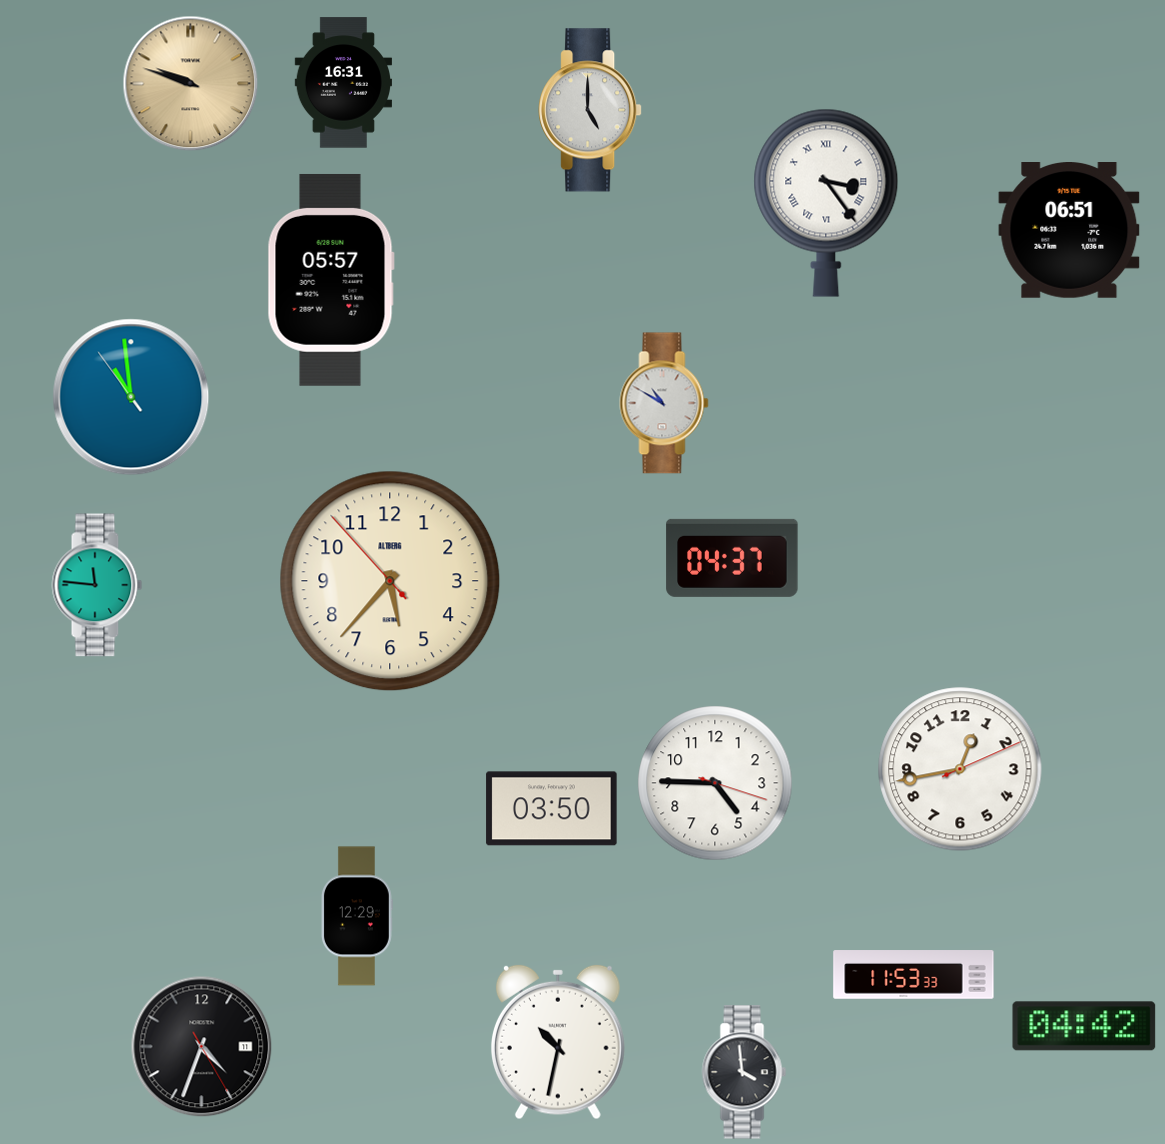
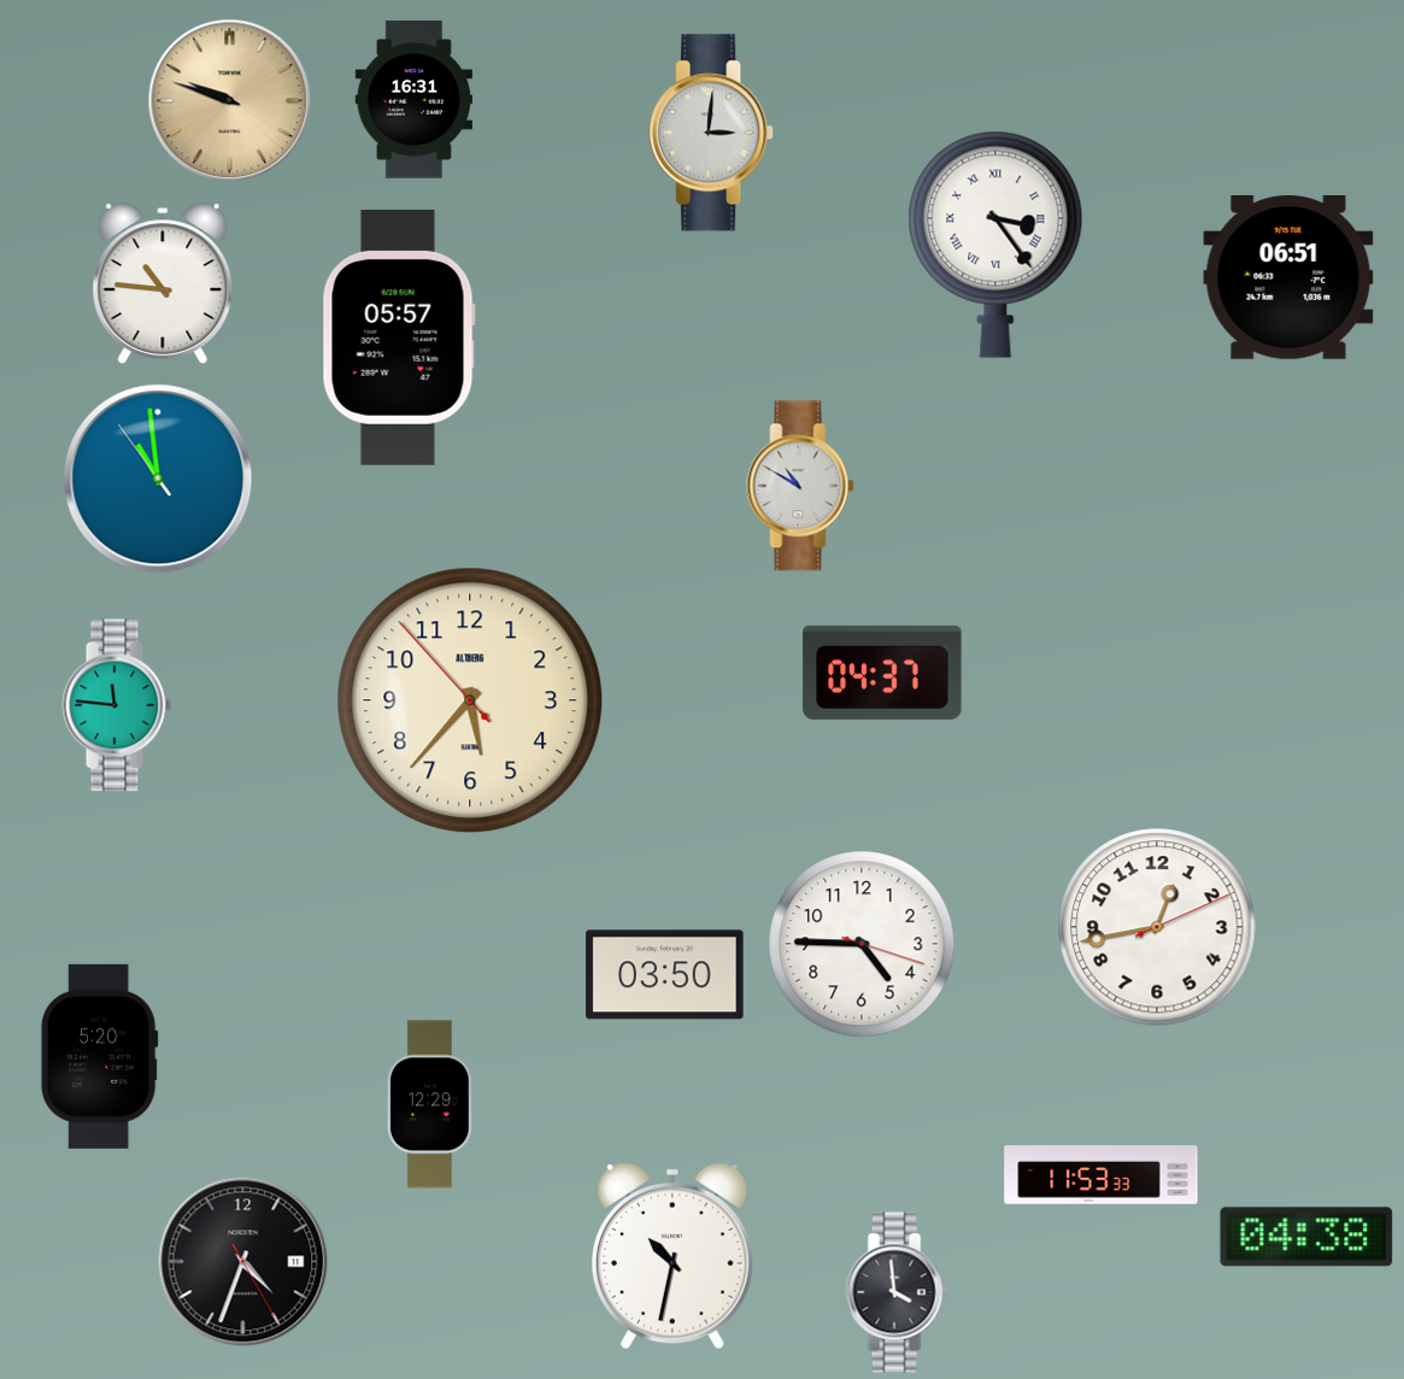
clock at (590, 110): 5:00 -> 3:01
clock at (163, 283): none -> 10:46
clock at (99, 1056): none -> 5:20
clock at (1084, 1026): 04:42 -> 04:38
